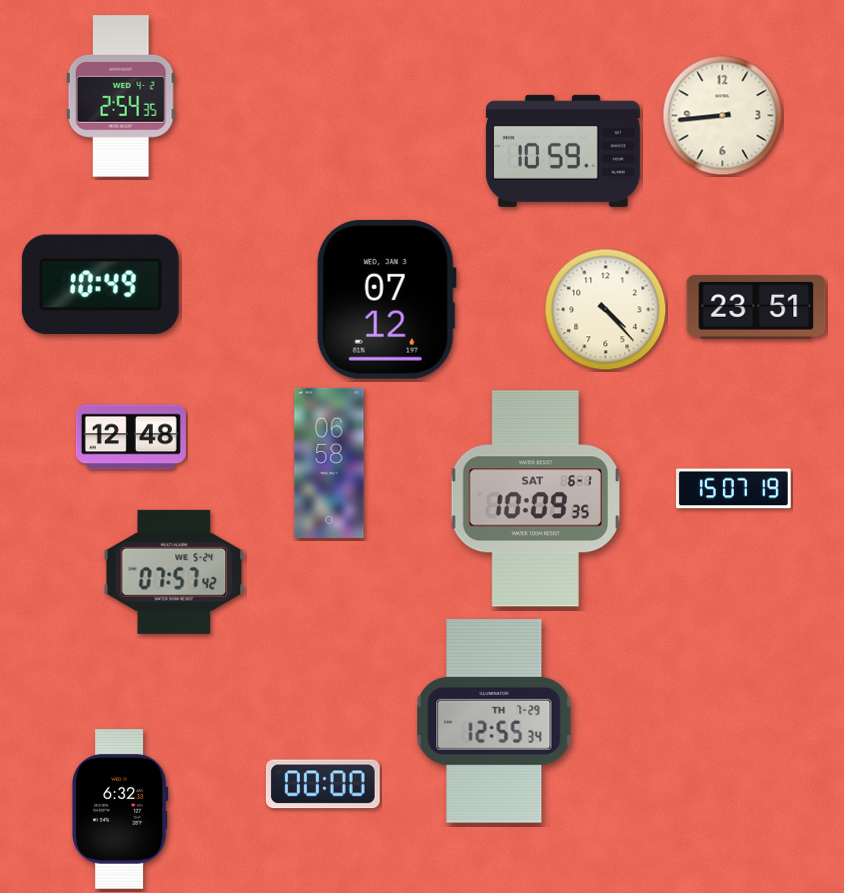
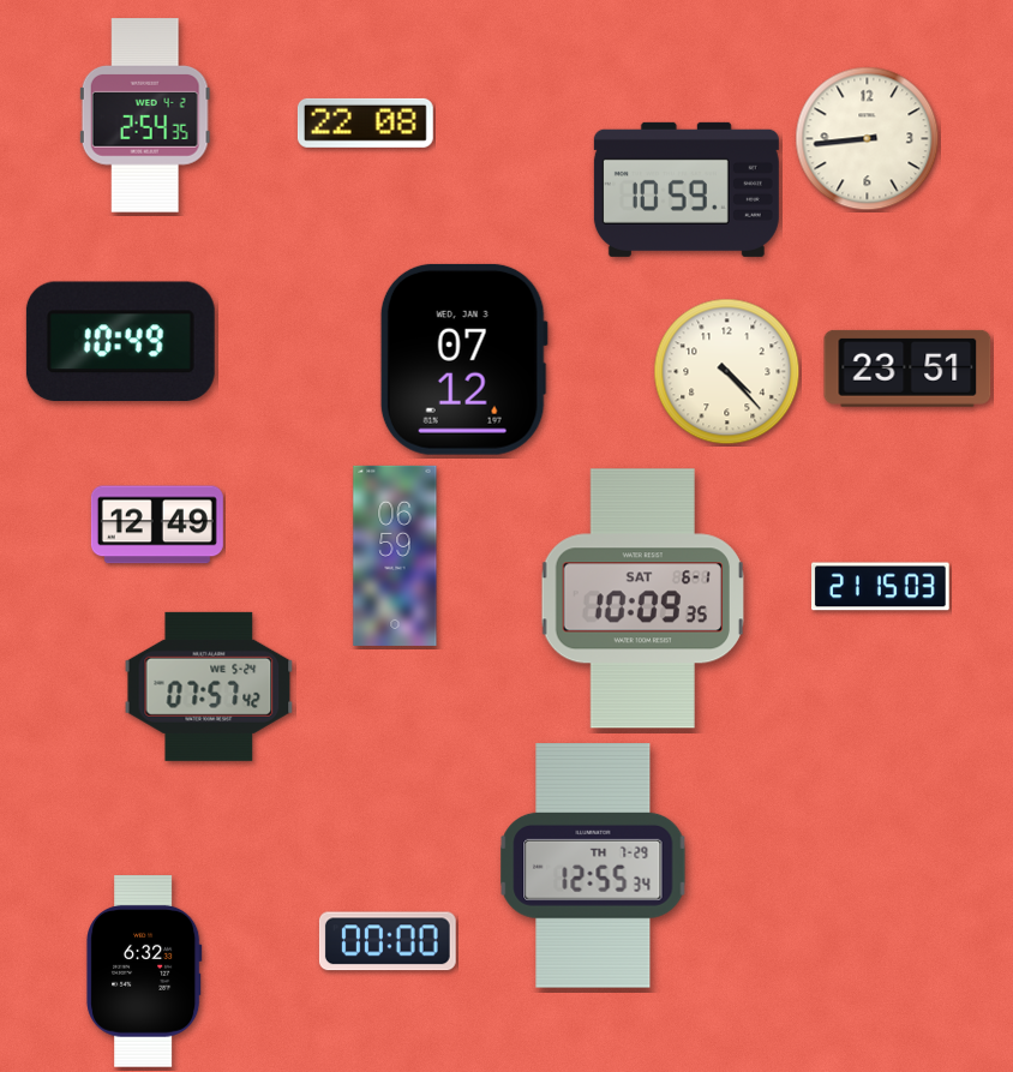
clock at (365, 122): none -> 22:08
clock at (563, 151) position: (563, 151) -> (687, 190)
clock at (131, 437): 12:48 -> 12:49
clock at (329, 463): 06:58 -> 06:59
clock at (734, 489): 15:07 -> 21:15
